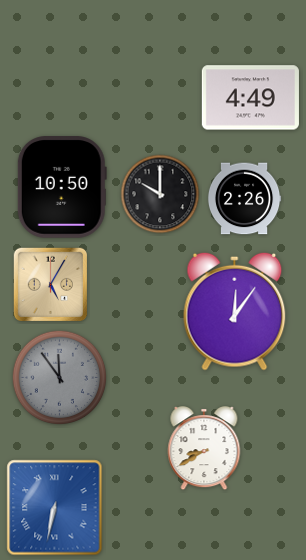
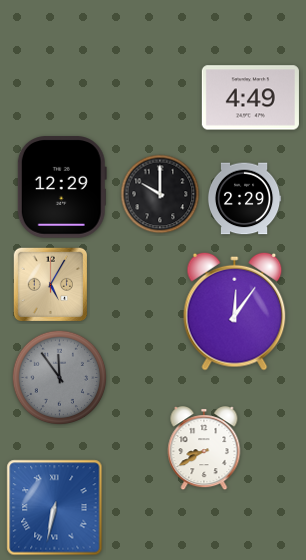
clock at (62, 187): 10:50 -> 12:29
clock at (244, 199): 2:26 -> 2:29
